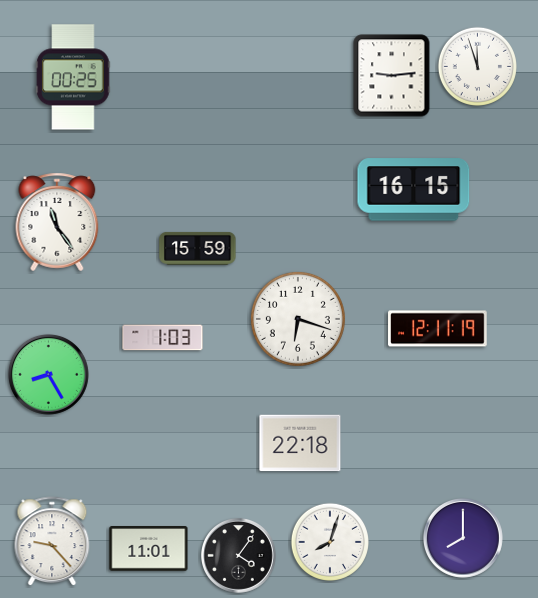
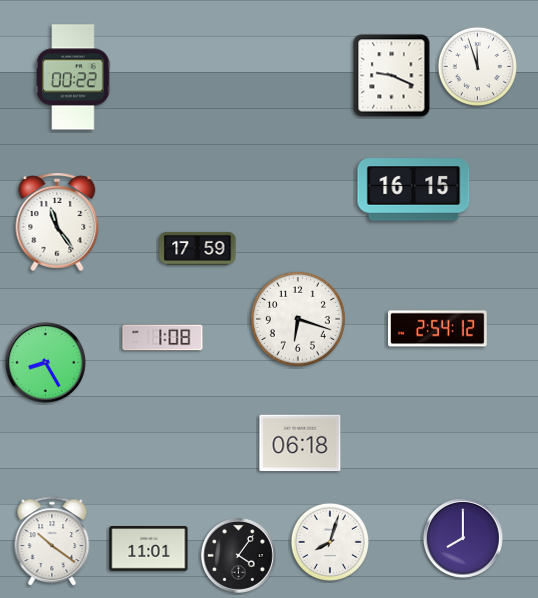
clock at (392, 76): 9:14 -> 9:19
clock at (73, 77): 00:25 -> 00:22
clock at (198, 248): 15:59 -> 17:59
clock at (438, 329): 12:11 -> 2:54
clock at (163, 338): 1:03 -> 1:08
clock at (48, 374) position: (48, 374) -> (45, 362)
clock at (300, 443): 22:18 -> 06:18
clock at (52, 542): 9:23 -> 10:21
